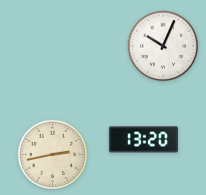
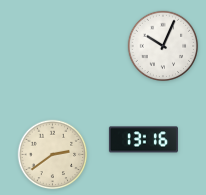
clock at (143, 140): 13:20 -> 13:16
clock at (53, 155): 2:43 -> 2:39
